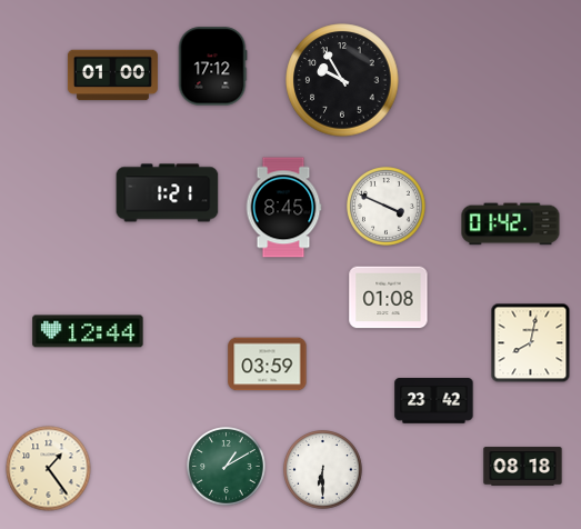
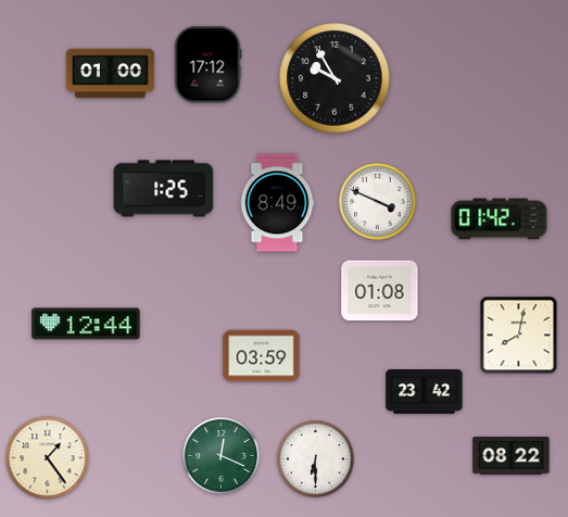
clock at (168, 193): 1:21 -> 1:25
clock at (283, 208): 8:45 -> 8:49
clock at (227, 467): 1:10 -> 12:19
clock at (523, 467): 08:18 -> 08:22
